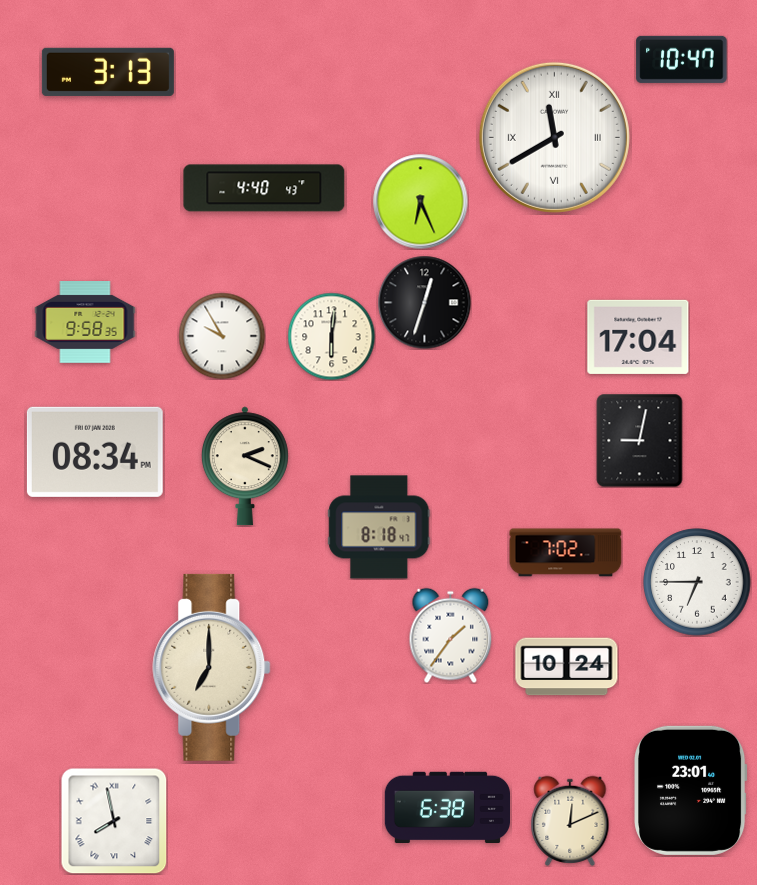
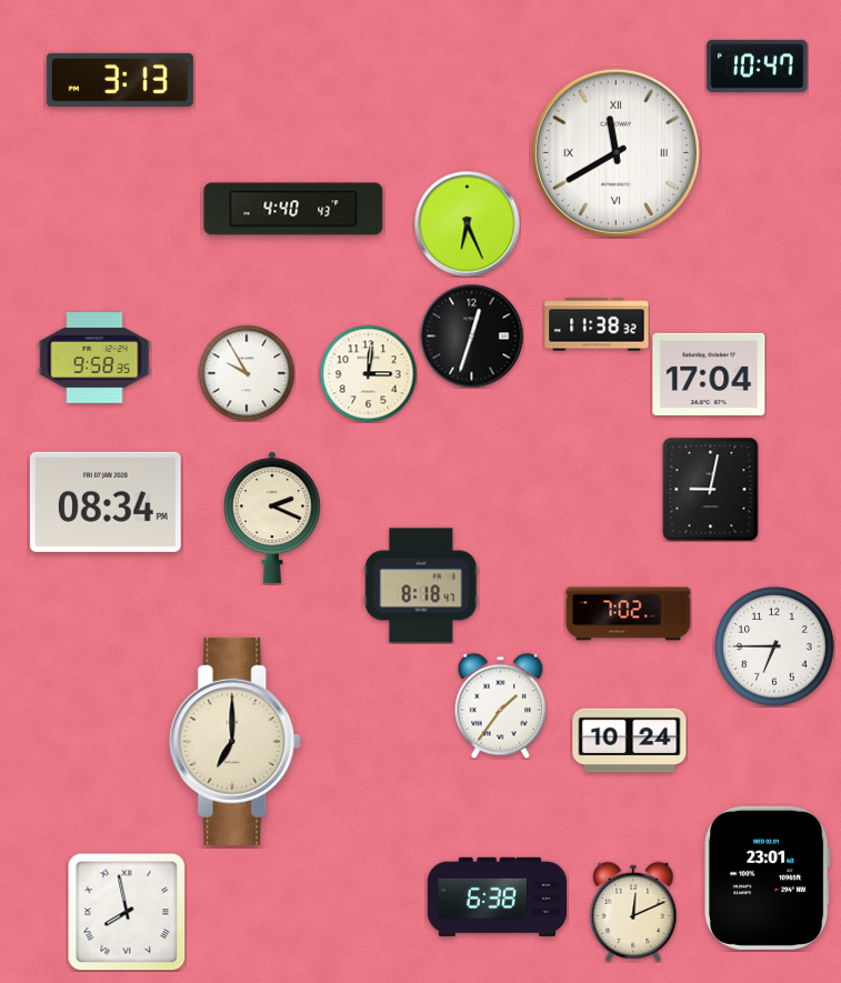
clock at (597, 324): none -> 11:38
clock at (331, 336): 6:01 -> 3:01
